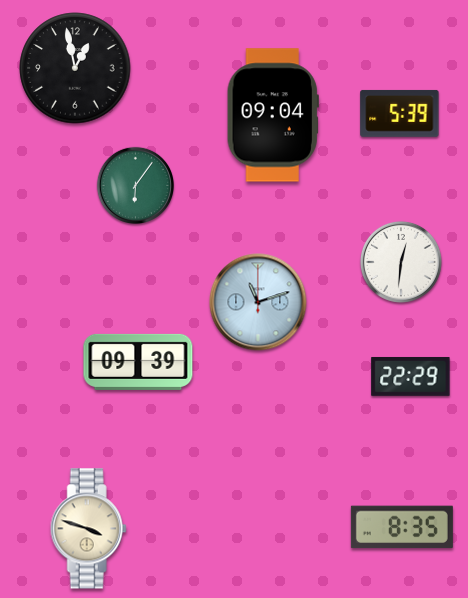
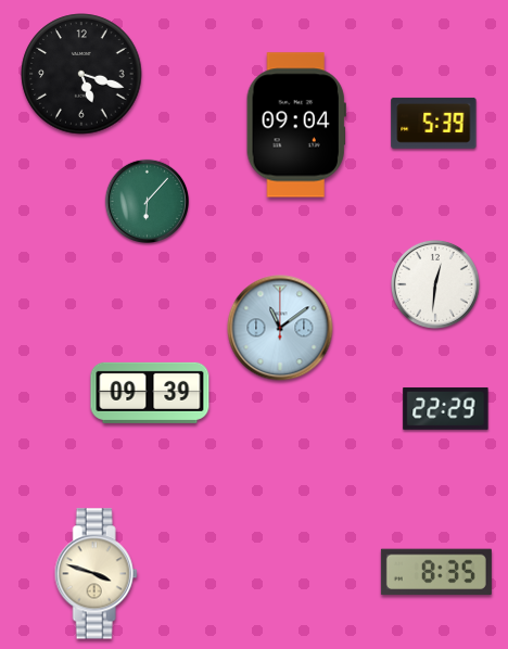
clock at (75, 68): 12:58 -> 5:18
clock at (135, 185): 6:06 -> 6:07
clock at (258, 302): 11:12 -> 11:09
